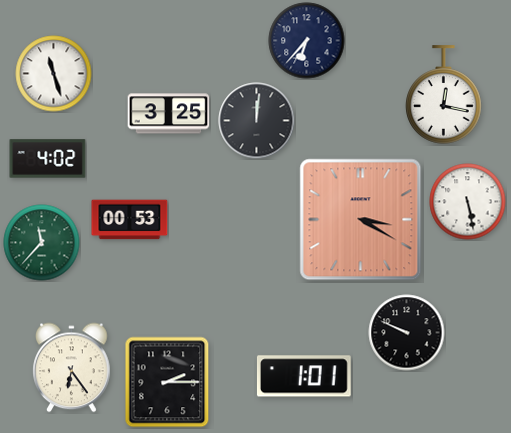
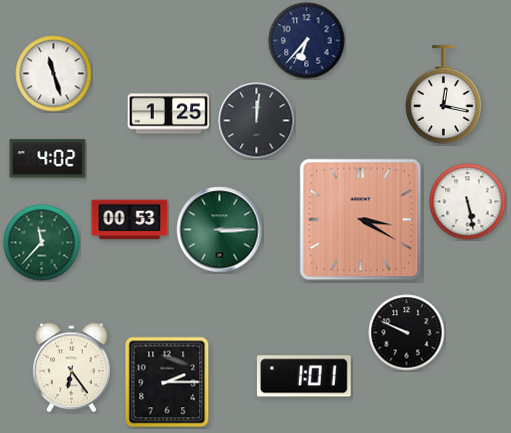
clock at (169, 114): 3:25 -> 1:25
clock at (220, 230): none -> 3:15
